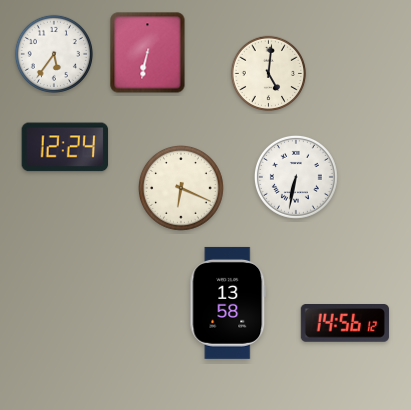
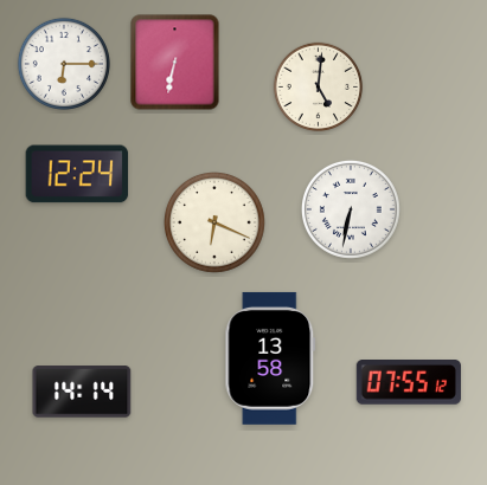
clock at (54, 54): 5:36 -> 6:15
clock at (345, 324): 14:56 -> 07:55
clock at (82, 392): none -> 14:14
